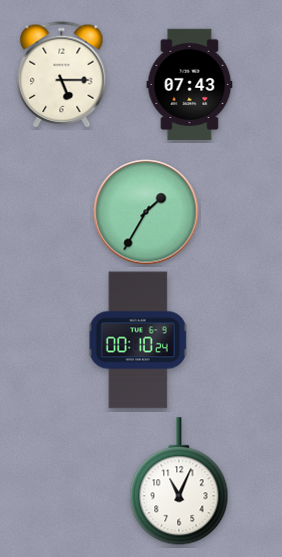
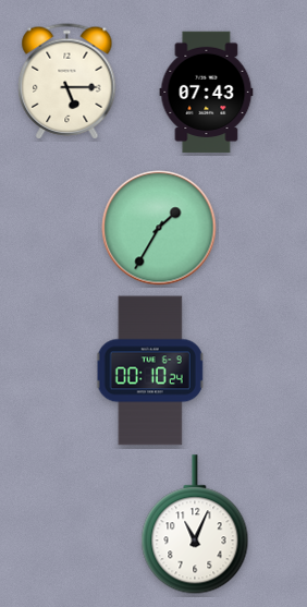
clock at (146, 212) position: (146, 212) -> (159, 228)
